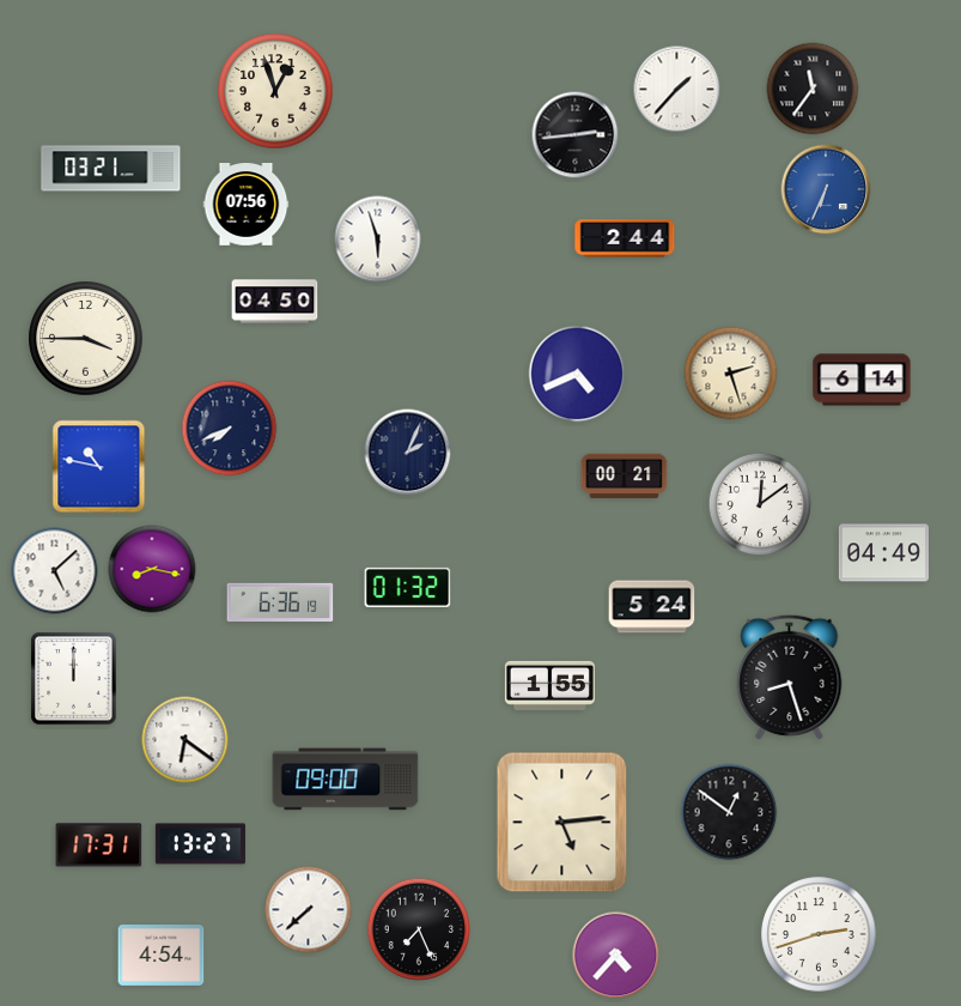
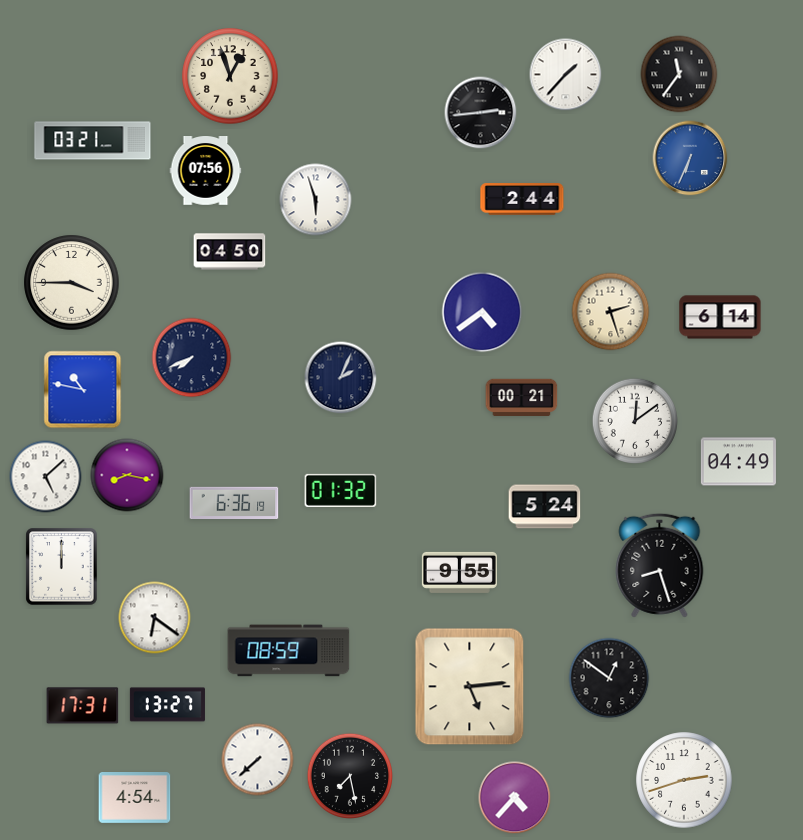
clock at (577, 374): 4:41 -> 4:39
clock at (549, 685): 1:55 -> 9:55
clock at (346, 780): 09:00 -> 08:59
clock at (418, 928): 7:26 -> 7:28
